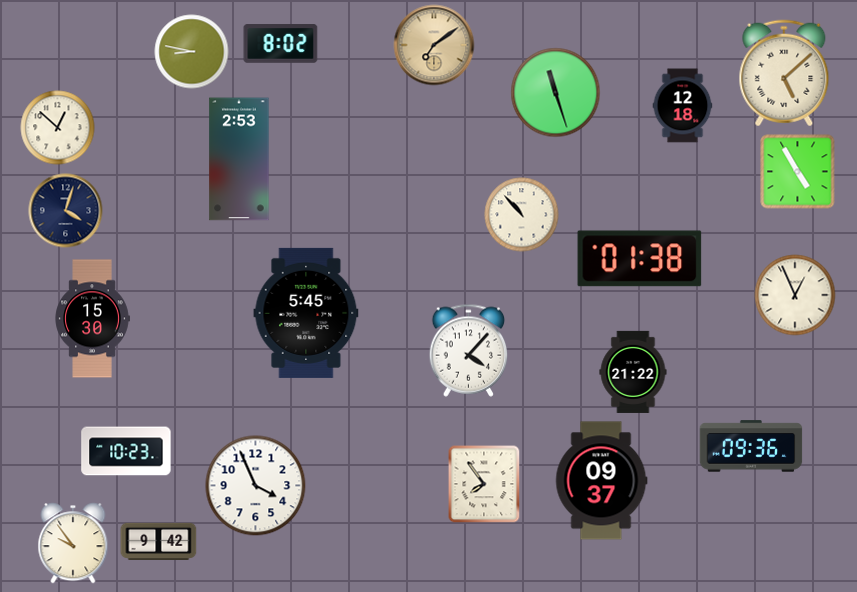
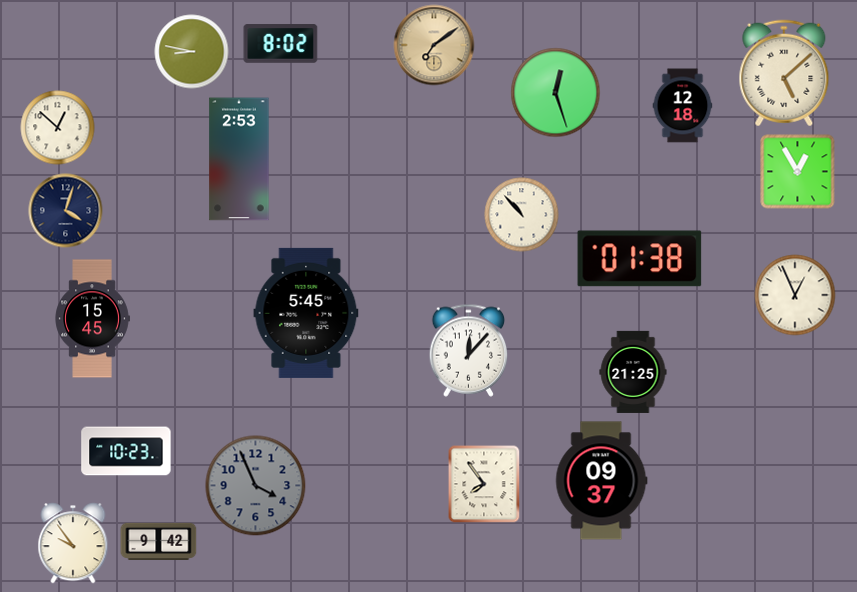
clock at (556, 93): 11:27 -> 12:27
clock at (798, 172): 4:55 -> 12:55
clock at (92, 319): 15:30 -> 15:45
clock at (469, 350): 4:07 -> 12:07
clock at (633, 372): 21:22 -> 21:25
clock at (751, 446): 09:36 -> none
clock at (256, 486) dial: white -> grey
